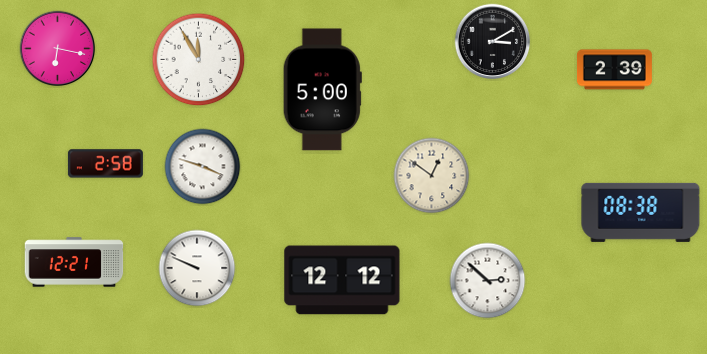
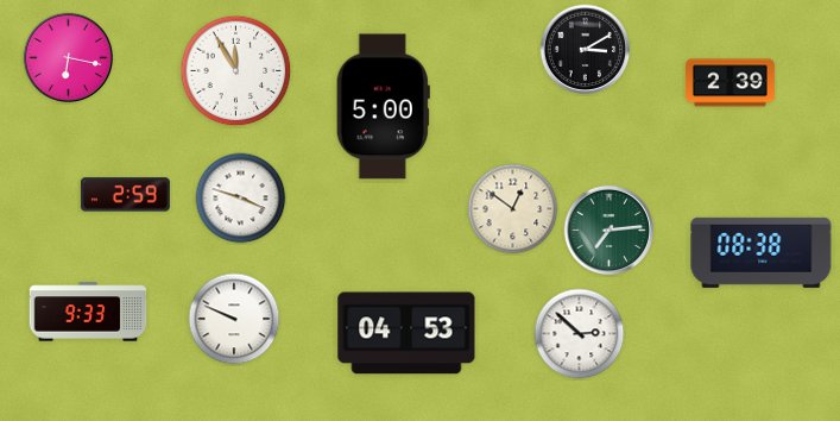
clock at (105, 164): 2:58 -> 2:59
clock at (610, 231): none -> 7:14
clock at (74, 262): 12:21 -> 9:33
clock at (342, 280): 12:12 -> 04:53
